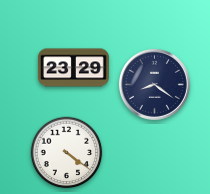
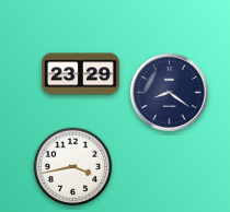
clock at (67, 153): 4:21 -> 3:43
